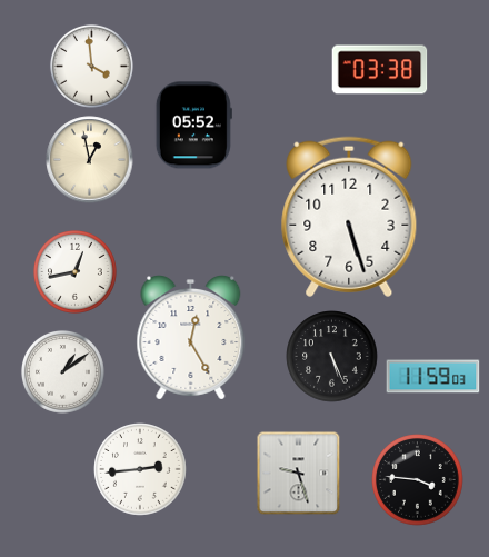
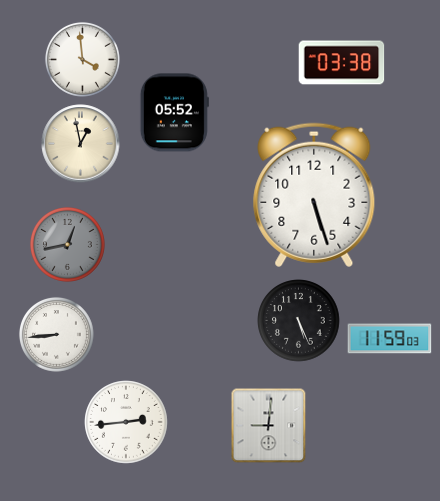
clock at (74, 271) dial: white -> grey
clock at (191, 338): 12:25 -> none
clock at (62, 371): 1:09 -> 8:44
clock at (299, 474): 9:27 -> 9:01
clock at (418, 480): 3:46 -> none
